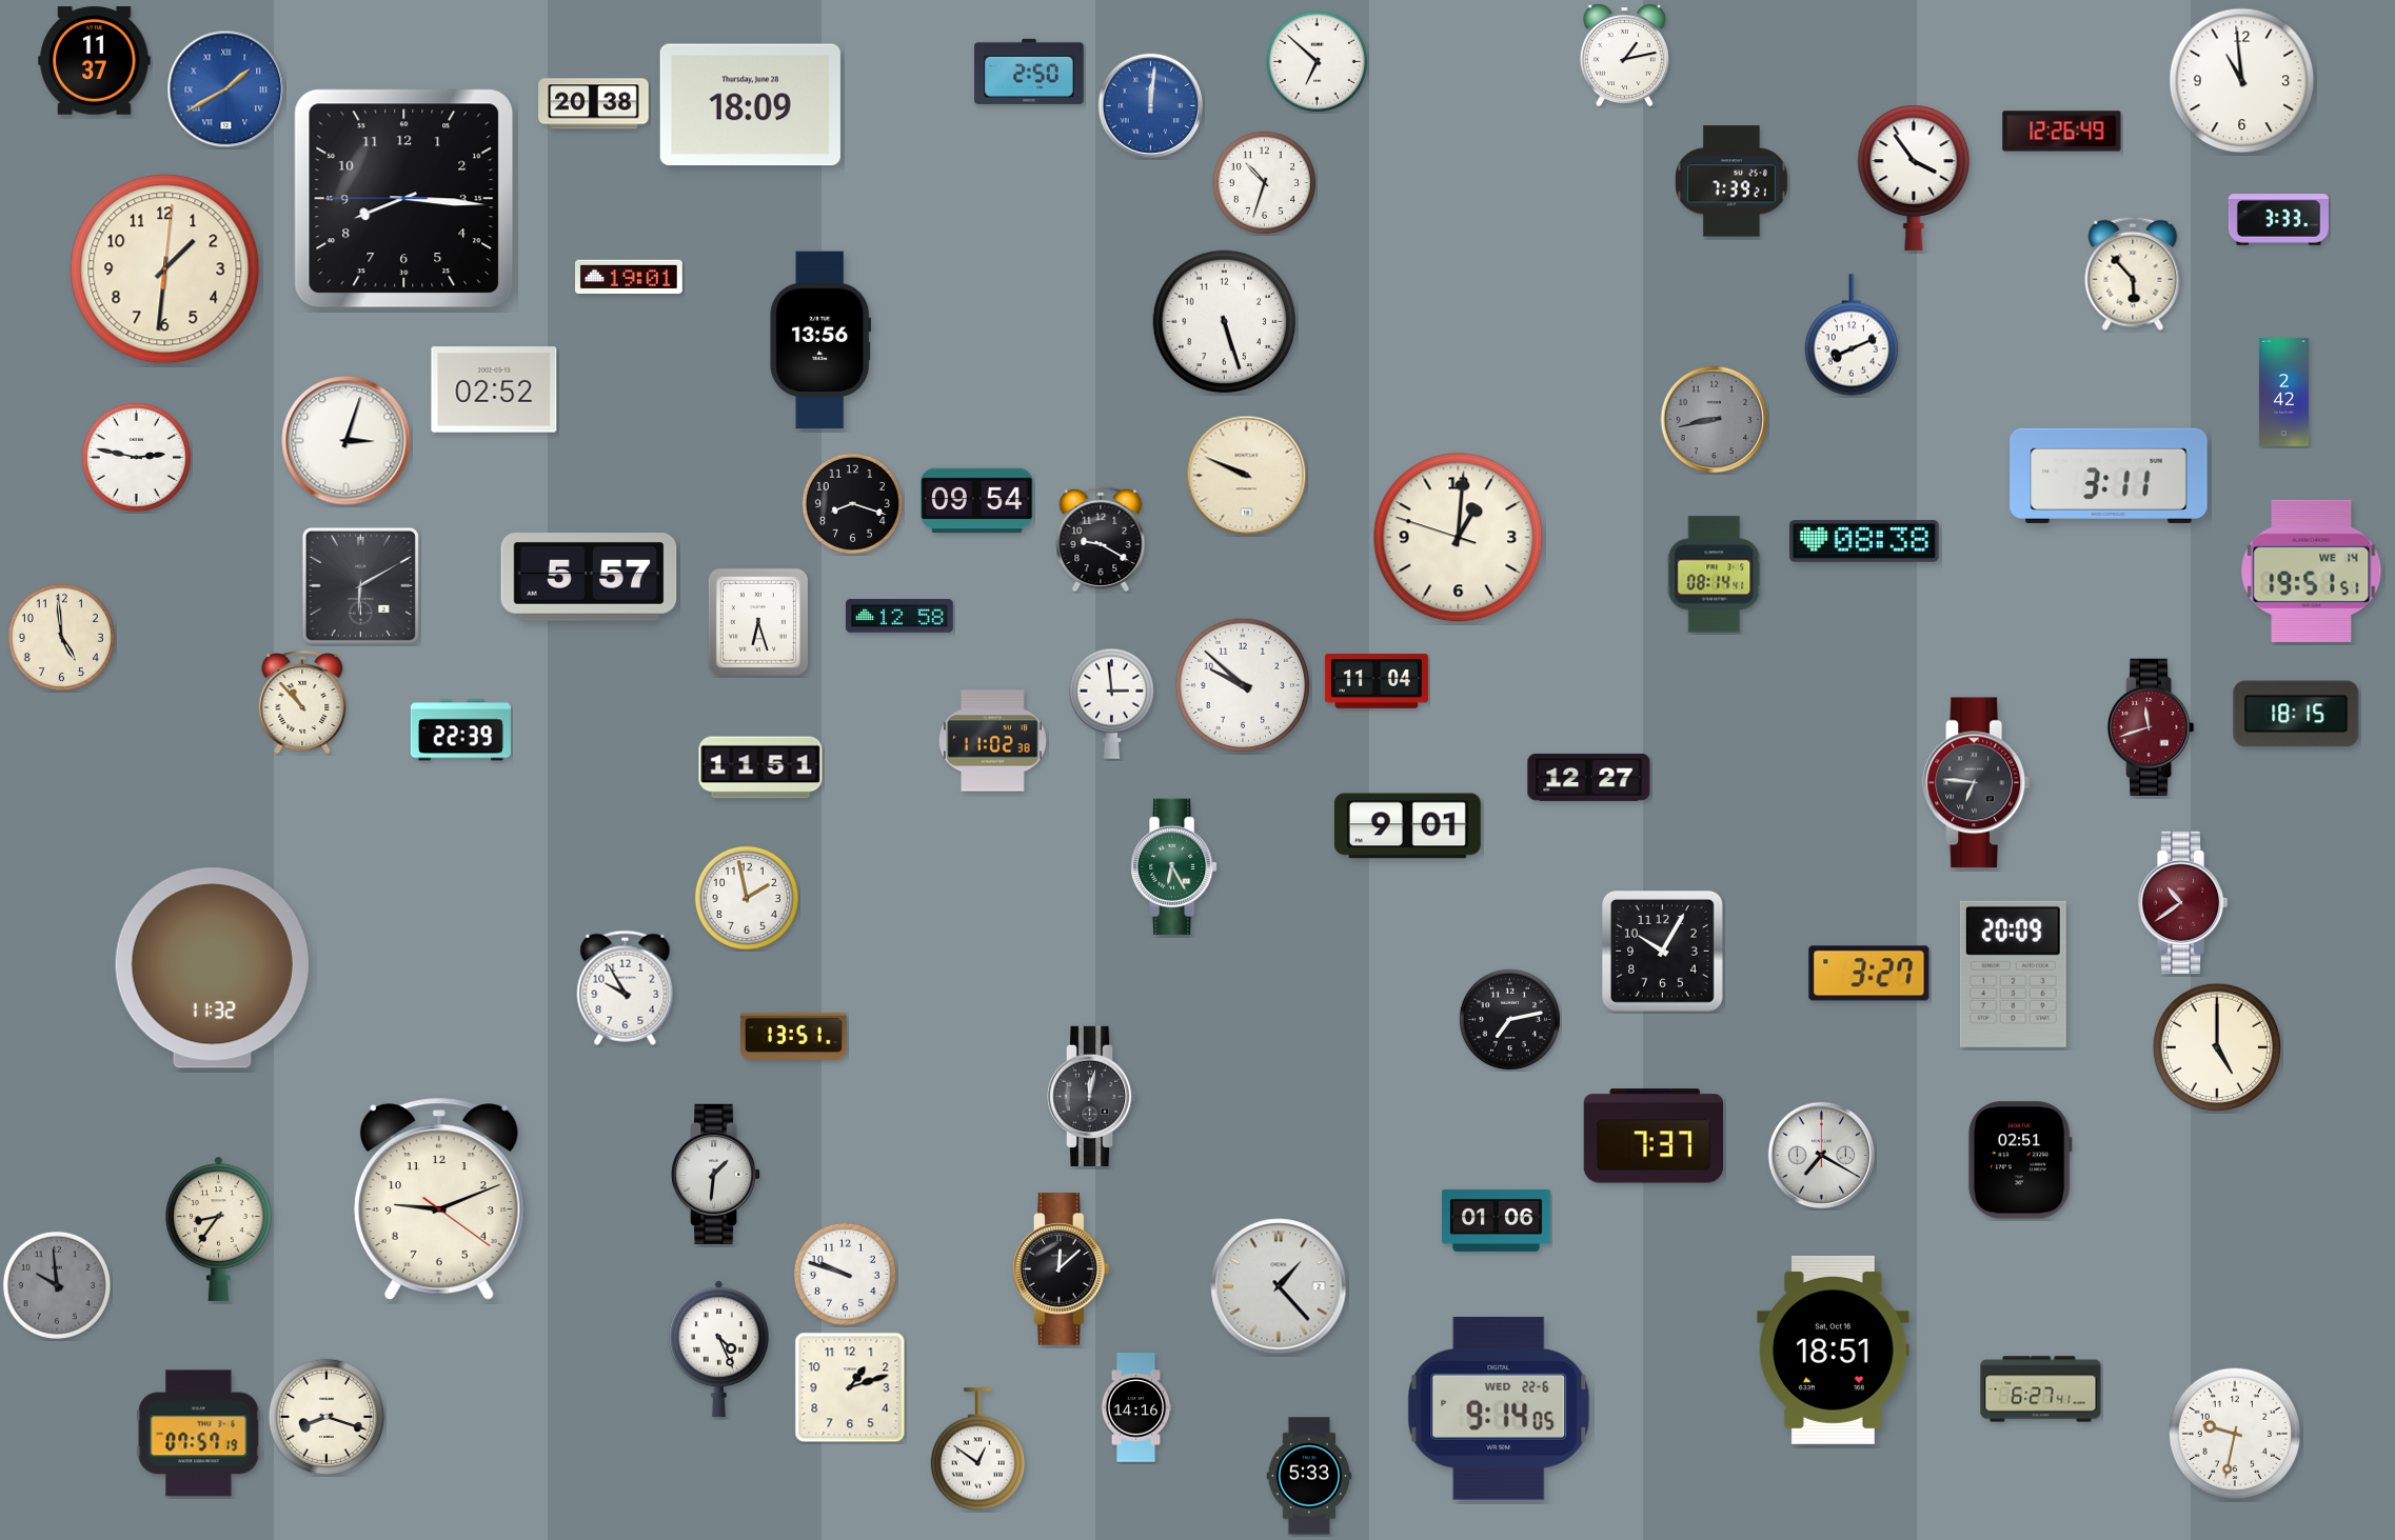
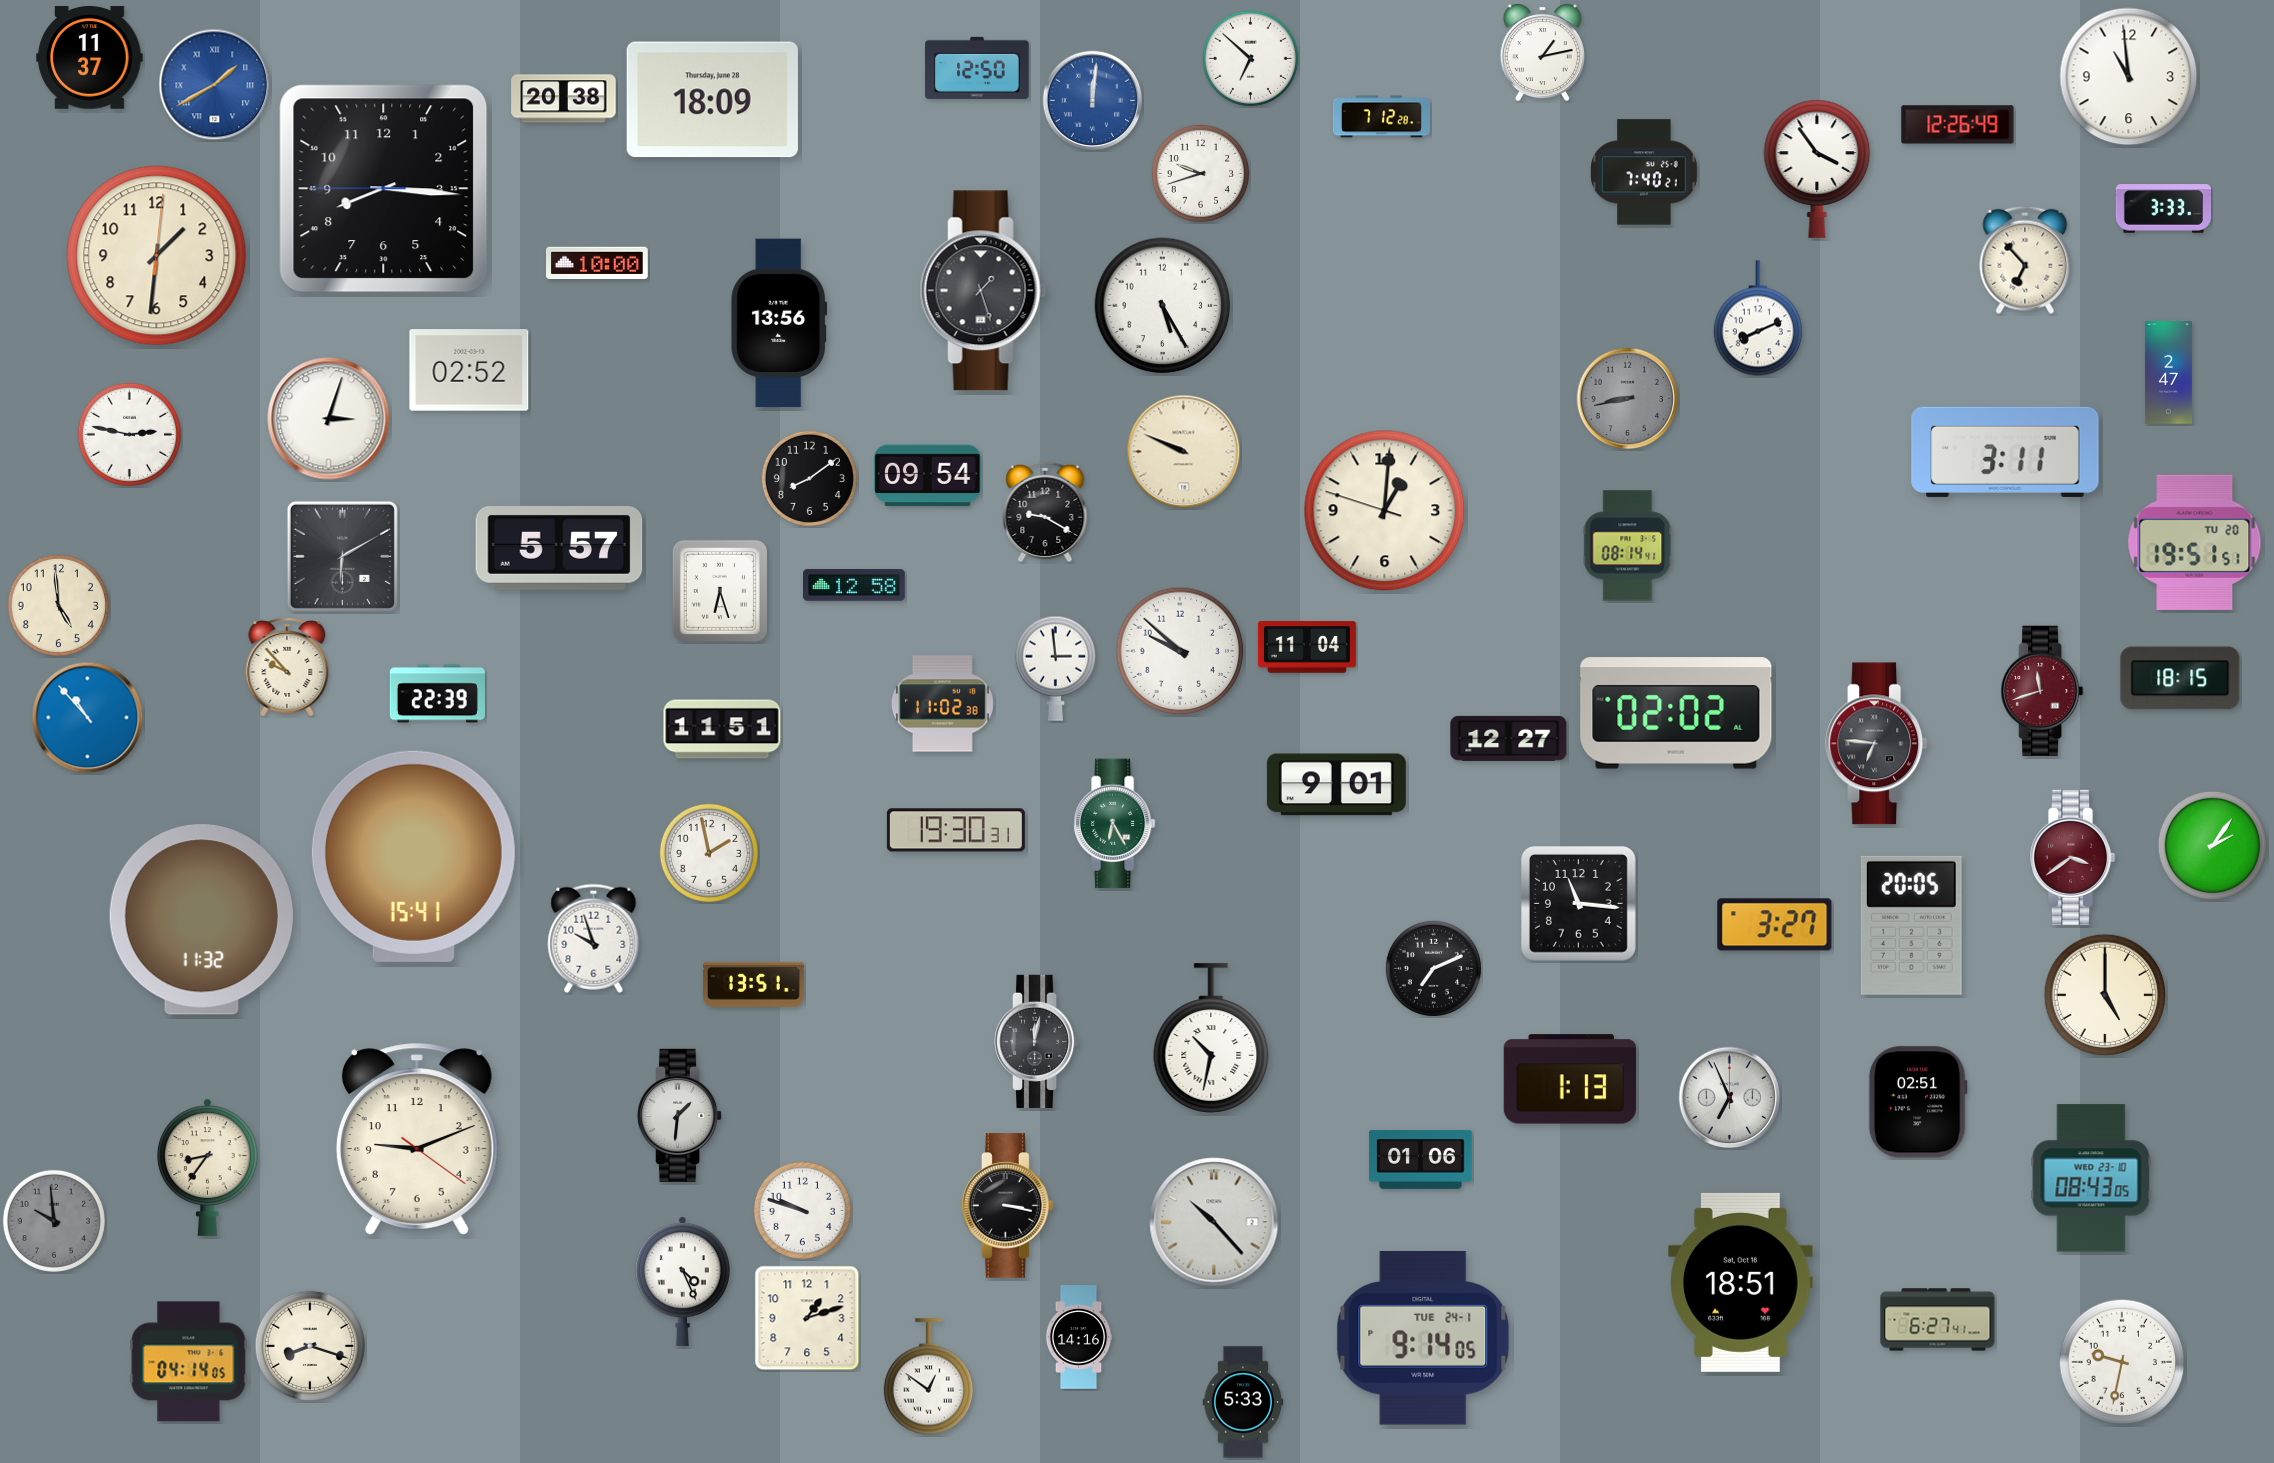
clock at (1029, 72): 2:50 -> 12:50
clock at (1381, 117): none -> 7:12
clock at (1731, 181): 7:39 -> 7:40
clock at (1264, 182): 10:33 -> 9:42
clock at (2133, 274): 5:53 -> 6:53
clock at (630, 277): 19:01 -> 10:00
clock at (983, 291): none -> 1:27
clock at (1225, 322): 5:27 -> 5:25
clock at (2283, 393): 2:42 -> 2:47
clock at (2109, 476) position: (2109, 476) -> (2005, 452)
clock at (852, 503): 8:18 -> 8:09
clock at (1864, 541): 08:38 -> none
clock at (2312, 571) date: WE 14 -> TU 20
clock at (302, 702): 10:53 -> 9:53
clock at (1676, 713): none -> 02:02
clock at (88, 718): none -> 10:53
clock at (956, 830): none -> 19:30
clock at (2212, 845): none -> 2:06
clock at (413, 856): none -> 15:41
clock at (2183, 902): 10:39 -> 3:39
clock at (1663, 952): 10:05 -> 11:16
clock at (2013, 974): 20:09 -> 20:05
clock at (626, 987): 9:55 -> 9:57
clock at (1509, 1019): 7:13 -> 7:11
clock at (1211, 1038): none -> 10:32
clock at (1654, 1136): 7:37 -> 1:13
clock at (1822, 1156): 7:20 -> 6:56
clock at (2091, 1178): none -> 08:43
clock at (1062, 1269): 12:08 -> 3:17
clock at (1279, 1286): 1:23 -> 10:23
clock at (1499, 1408) date: WED 22-6 -> TUE 24-1
clock at (199, 1434): 07:57 -> 04:14
